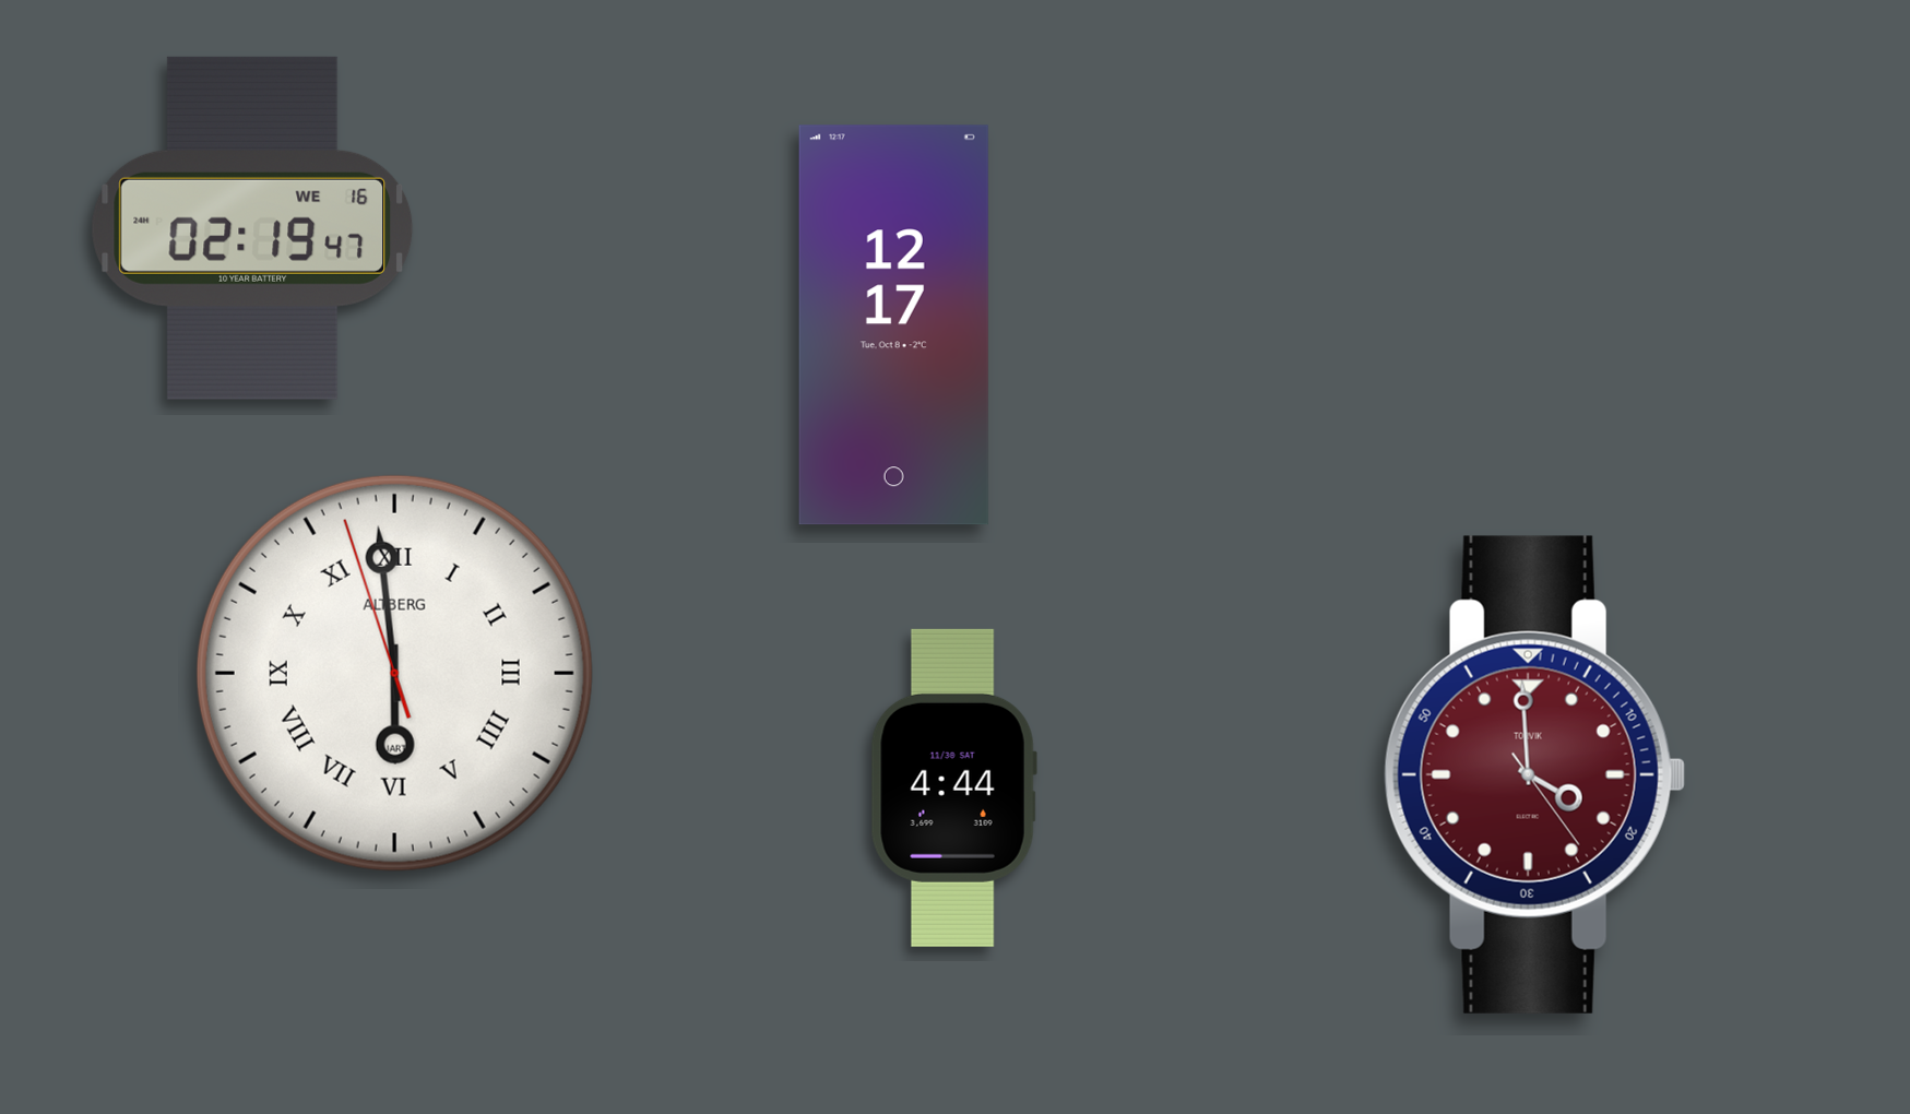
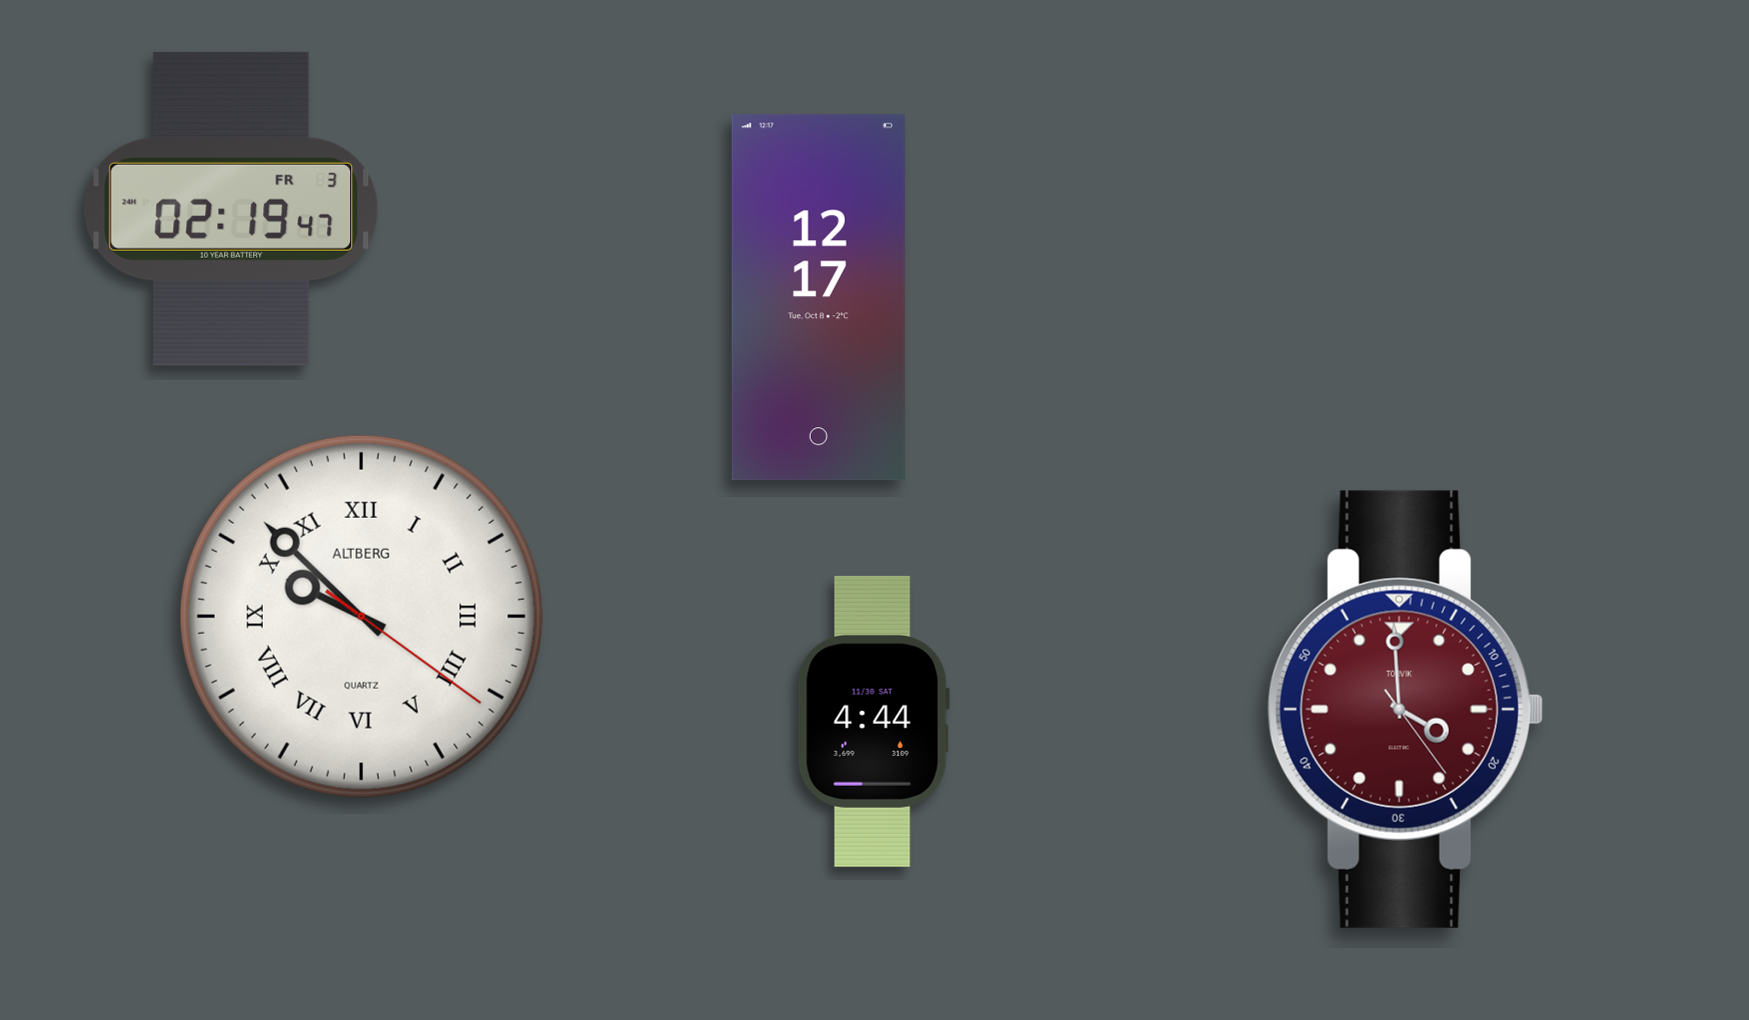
clock at (252, 228) date: WE 16 -> FR 3
clock at (394, 673): 5:58 -> 9:52
